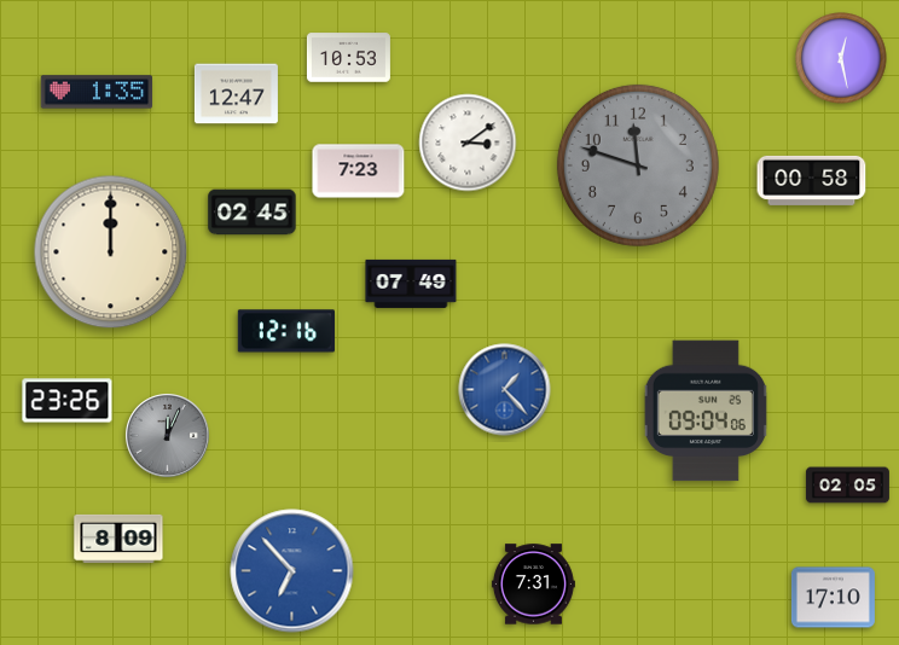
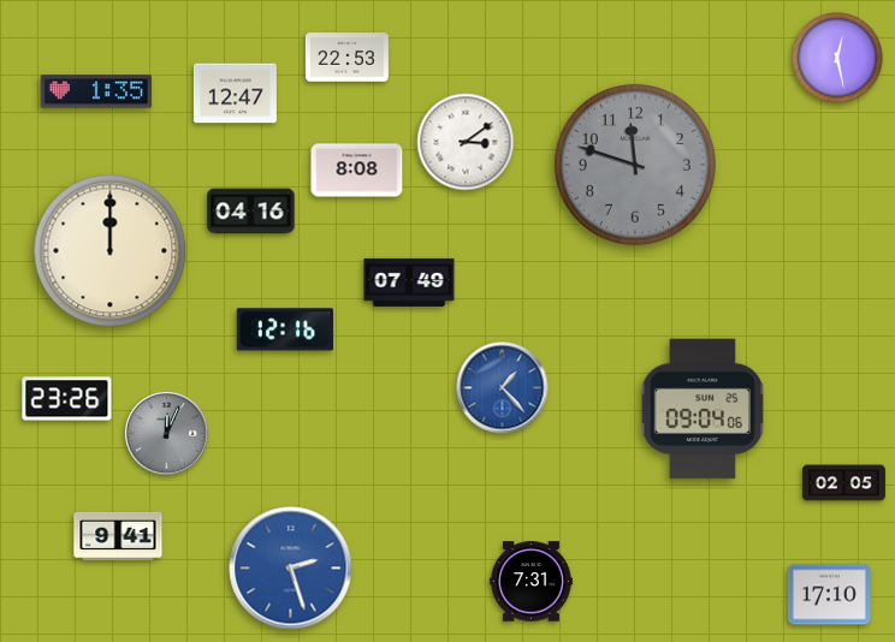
clock at (348, 58): 10:53 -> 22:53
clock at (359, 172): 7:23 -> 8:08
clock at (812, 180): 00:58 -> none
clock at (253, 213): 02:45 -> 04:16
clock at (118, 539): 8:09 -> 9:41
clock at (292, 571): 6:53 -> 2:27
